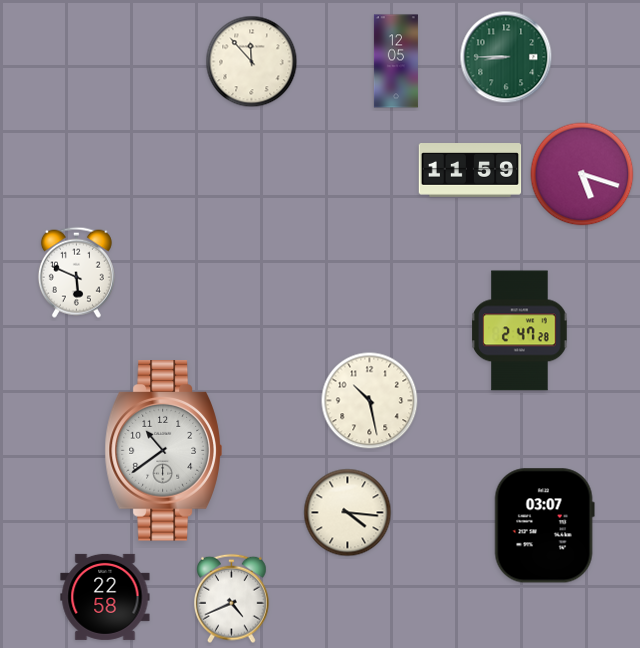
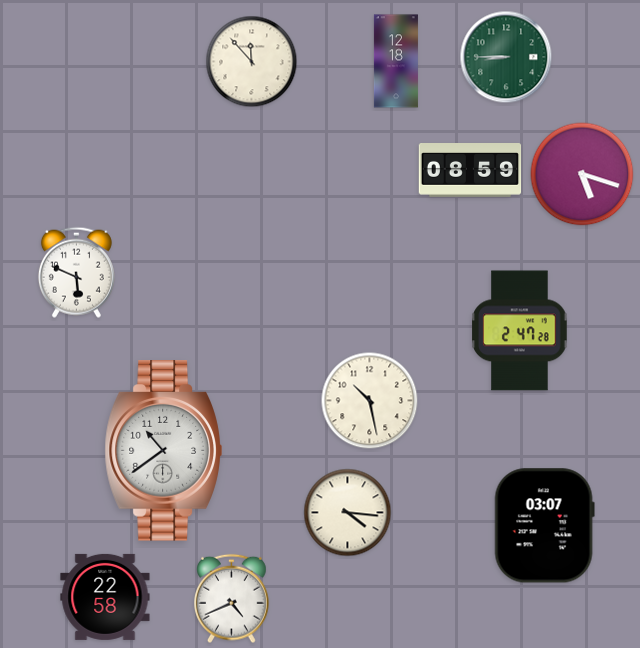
clock at (396, 61): 12:05 -> 12:18
clock at (470, 171): 11:59 -> 08:59
